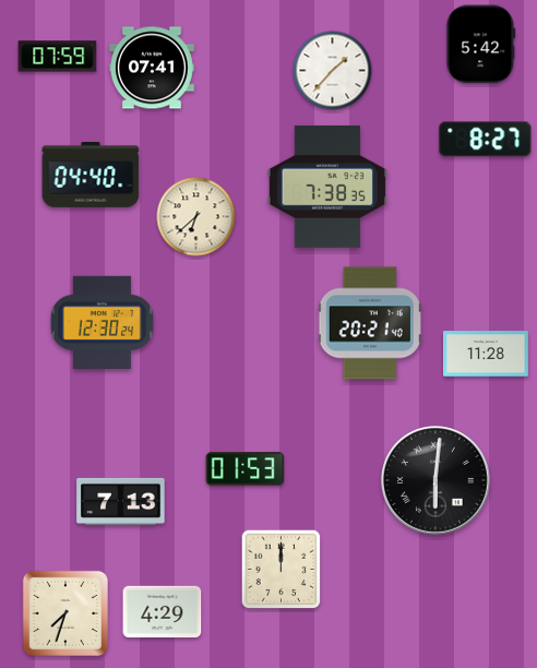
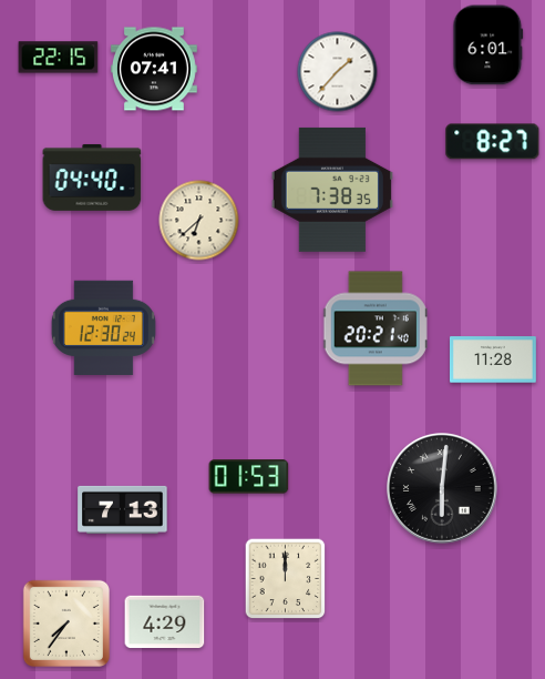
clock at (481, 45): 5:42 -> 6:01
clock at (58, 57): 07:59 -> 22:15
clock at (65, 613): 7:33 -> 7:36
